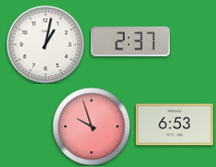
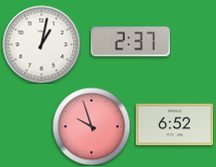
clock at (45, 44) position: (45, 44) -> (41, 44)
clock at (174, 125): 6:53 -> 6:52
